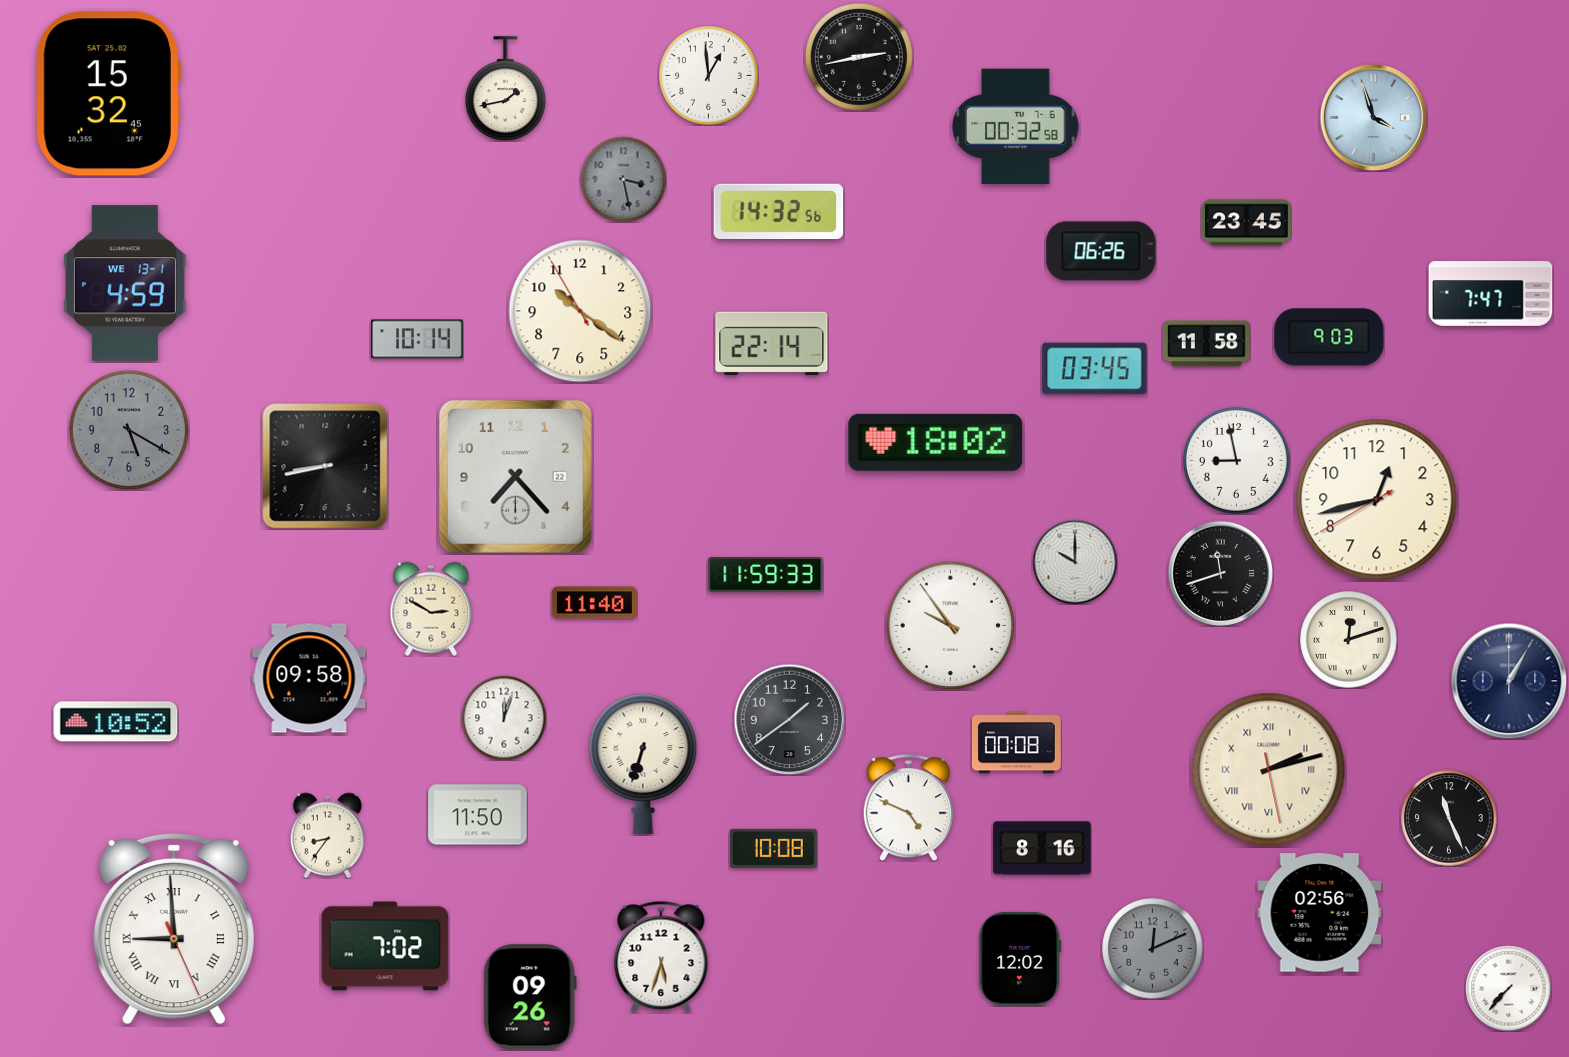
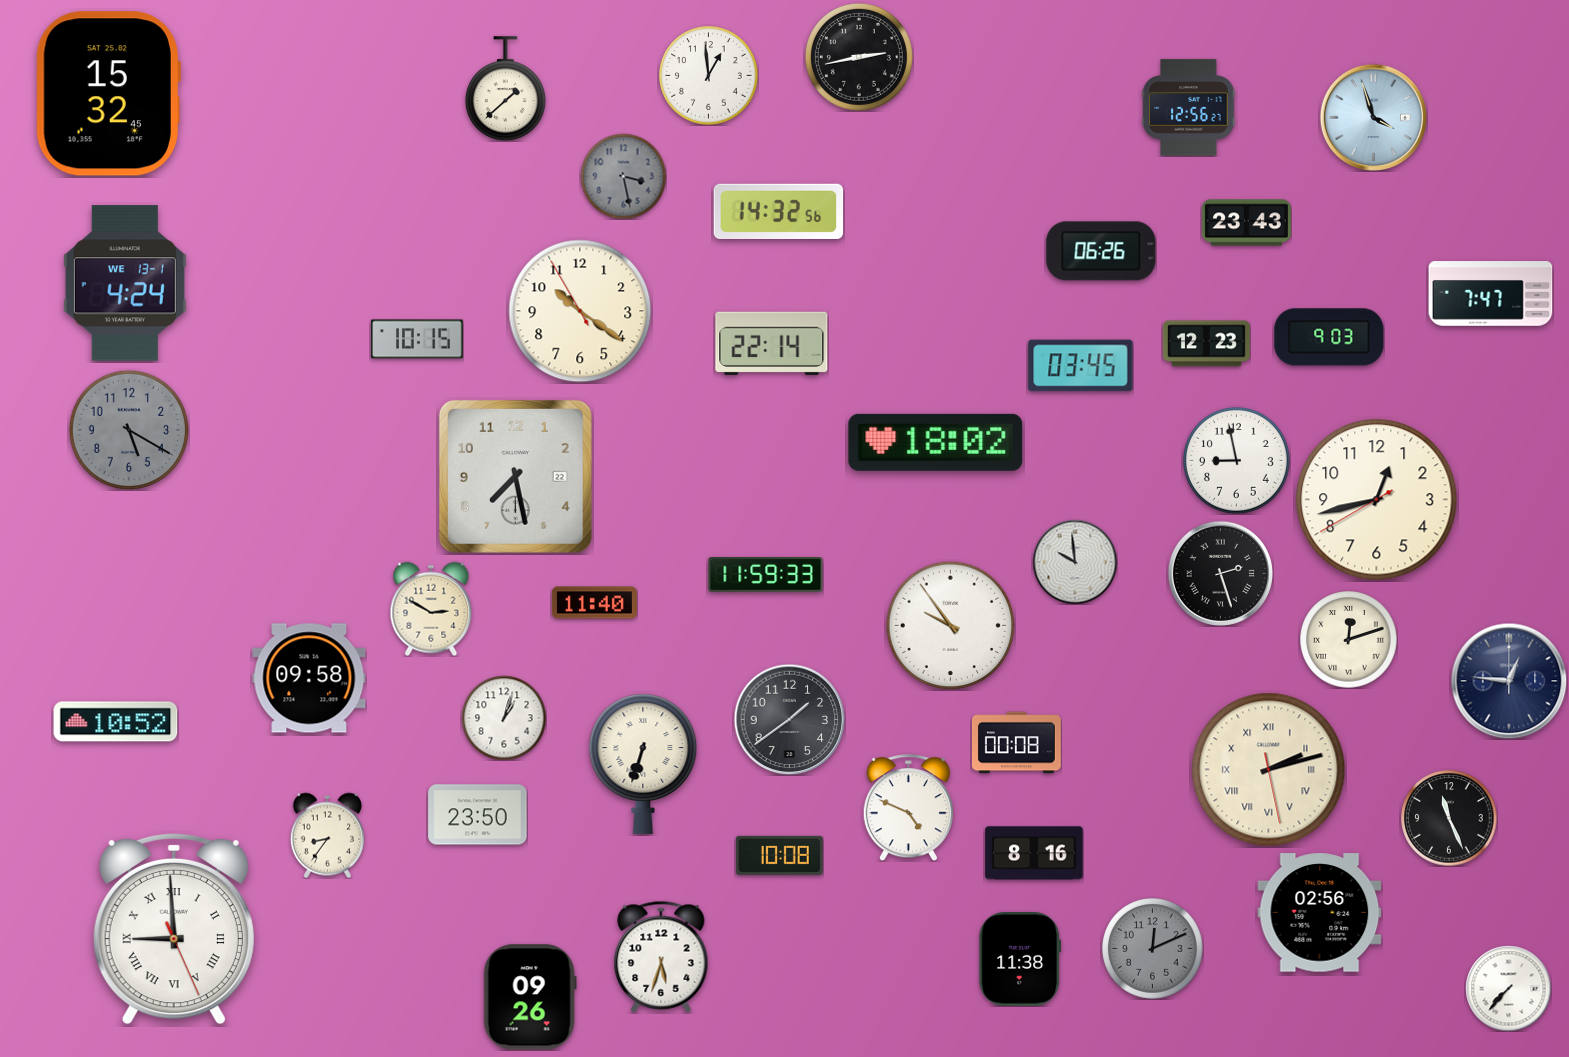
clock at (505, 89): 1:43 -> 1:38
clock at (1189, 108): none -> 12:56
clock at (1016, 127): 00:32 -> none
clock at (623, 179) position: (623, 179) -> (623, 176)
clock at (1246, 223): 23:45 -> 23:43
clock at (125, 283): 4:59 -> 4:24
clock at (417, 339): 10:14 -> 10:15
clock at (1206, 344): 11:58 -> 12:23
clock at (1095, 369) position: (1095, 369) -> (1081, 366)
clock at (325, 466): 8:43 -> none
clock at (515, 476): 7:23 -> 7:28
clock at (1075, 562): 10:00 -> 9:59
clock at (1220, 573): 11:42 -> 2:27
clock at (1509, 681): 1:05 -> 12:46
clock at (504, 718): 12:03 -> 1:03
clock at (478, 815): 11:50 -> 23:50
clock at (773, 848) position: (773, 848) -> (779, 855)
clock at (1042, 848) position: (1042, 848) -> (1034, 853)
clock at (385, 946): 7:02 -> none
clock at (1020, 959): 12:02 -> 11:38
